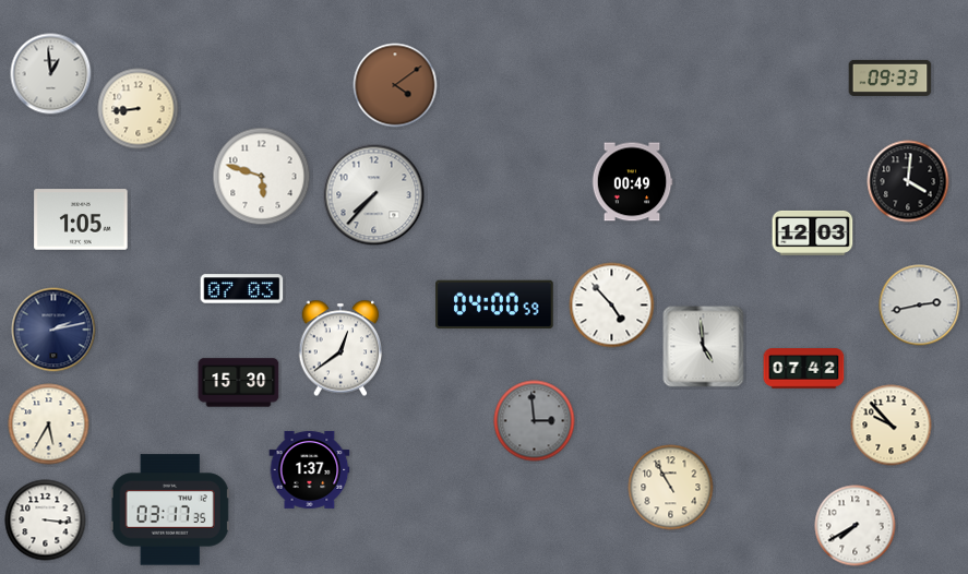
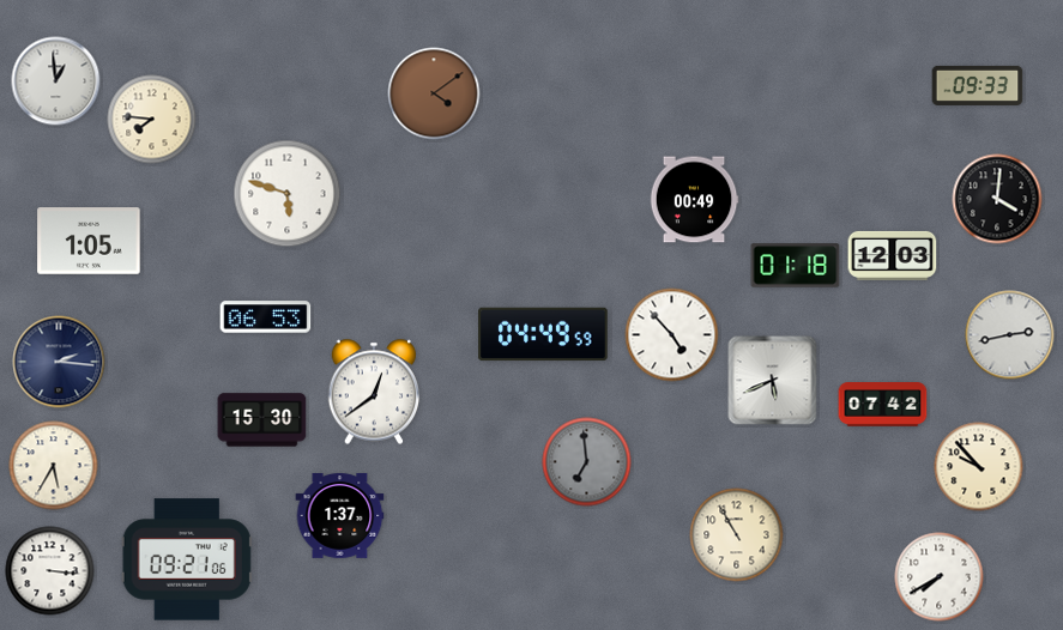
clock at (139, 109): 8:44 -> 7:46
clock at (374, 195): 7:37 -> none
clock at (796, 266): none -> 01:18
clock at (242, 289): 07:03 -> 06:53
clock at (494, 304): 04:00 -> 04:49
clock at (53, 330): 2:13 -> 2:16
clock at (704, 347): 4:59 -> 5:41
clock at (340, 348) position: (340, 348) -> (374, 392)
clock at (535, 421): 2:59 -> 6:59
clock at (170, 510): 03:17 -> 09:21
